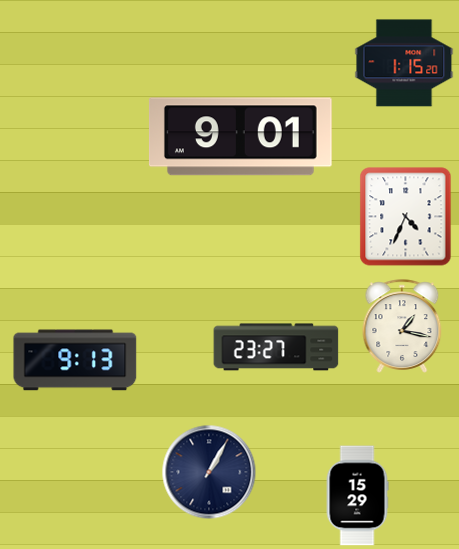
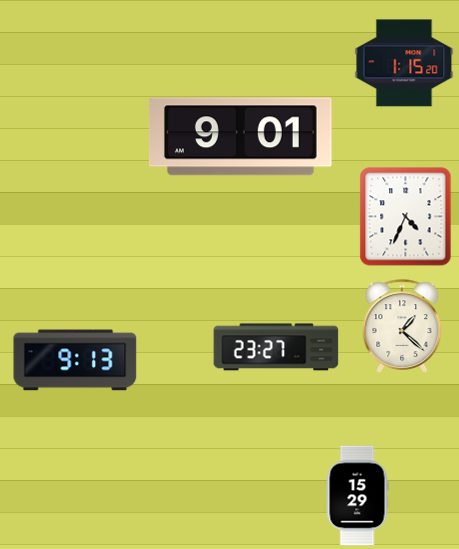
clock at (402, 326): 1:17 -> 1:22
clock at (209, 472): 1:05 -> none
